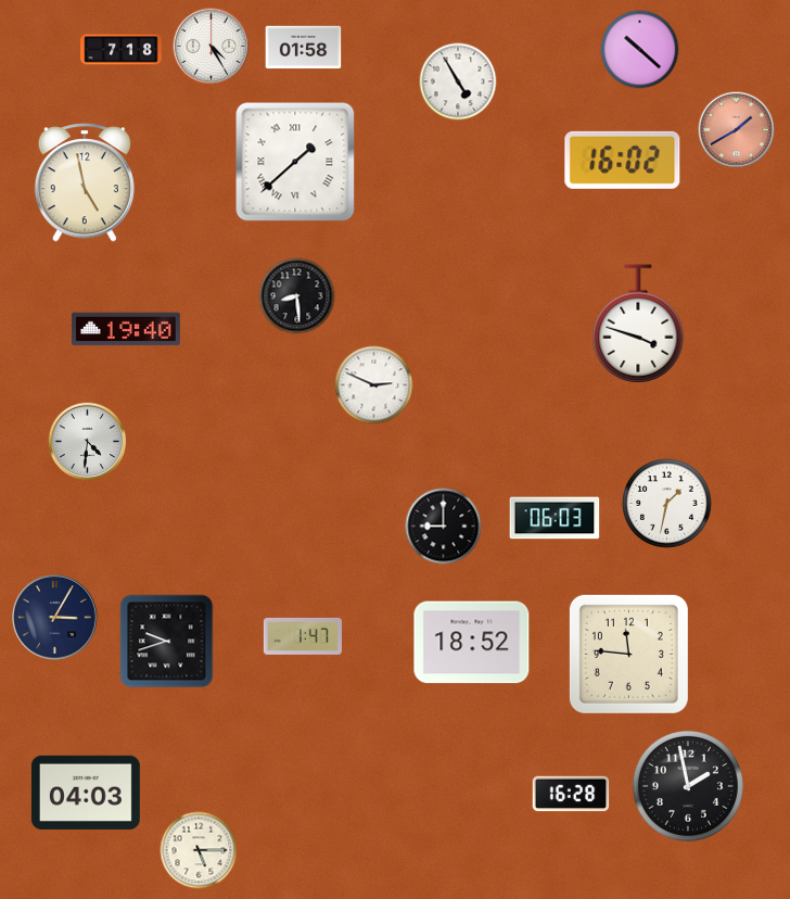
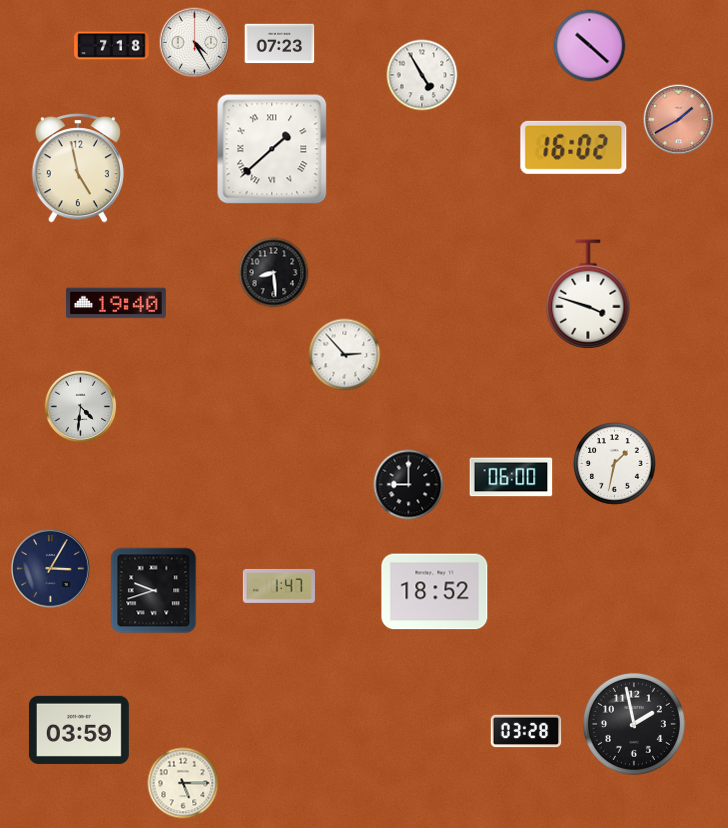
clock at (304, 48): 01:58 -> 07:23
clock at (638, 324) position: (638, 324) -> (588, 294)
clock at (374, 385): 2:49 -> 2:53
clock at (555, 518): 06:03 -> 06:00
clock at (628, 654): 11:46 -> none
clock at (86, 793): 04:03 -> 03:59
clock at (571, 794): 16:28 -> 03:28
